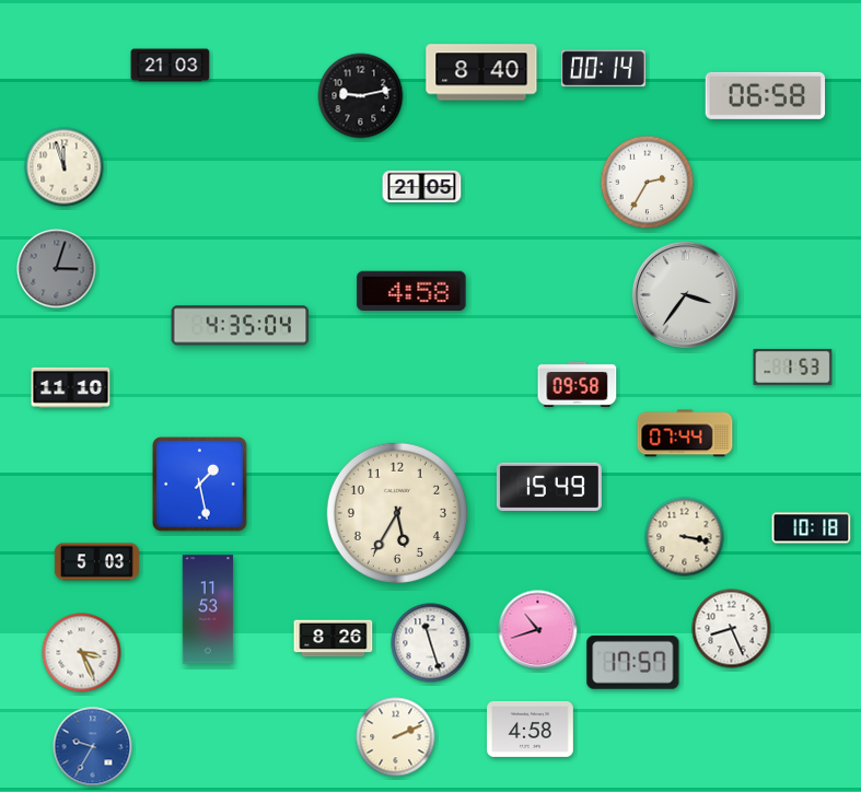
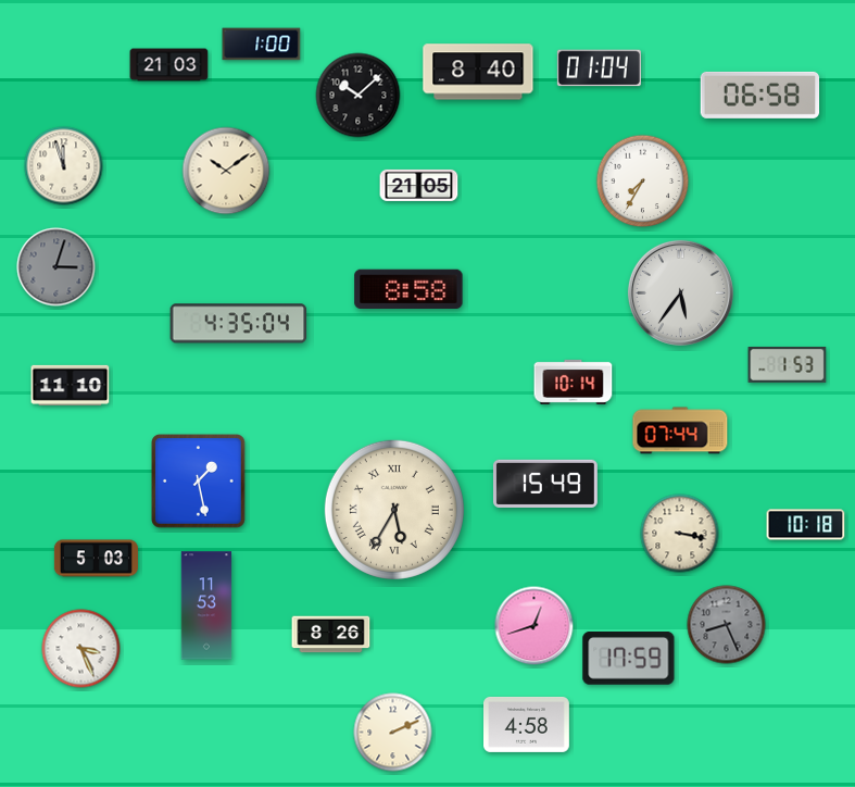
clock at (262, 45): none -> 1:00
clock at (603, 69): 00:14 -> 01:04
clock at (361, 96): 9:13 -> 10:08
clock at (226, 171): none -> 10:09
clock at (648, 183): 2:35 -> 7:35
clock at (411, 290): 4:58 -> 8:58
clock at (685, 294): 3:36 -> 5:36
clock at (578, 384): 09:58 -> 10:14
clock at (397, 513) numerals: Arabic -> Roman
clock at (732, 629) dial: white -> grey
clock at (538, 630): 10:42 -> 12:42
clock at (431, 643): 11:27 -> none
clock at (633, 662): 17:57 -> 17:59
clock at (93, 747): 9:35 -> none
